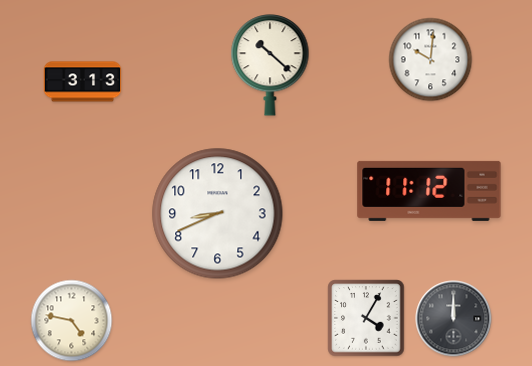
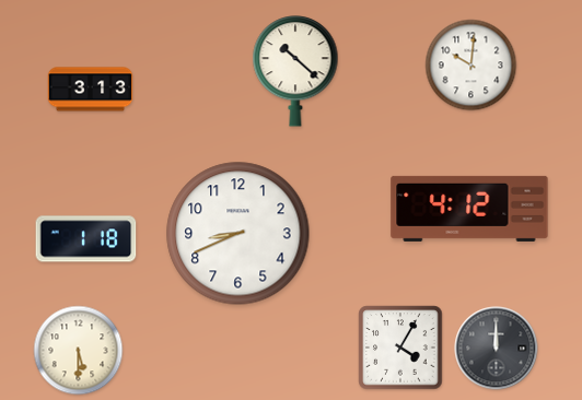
clock at (429, 191): 11:12 -> 4:12
clock at (86, 239): none -> 1:18
clock at (72, 321): 4:47 -> 5:30
